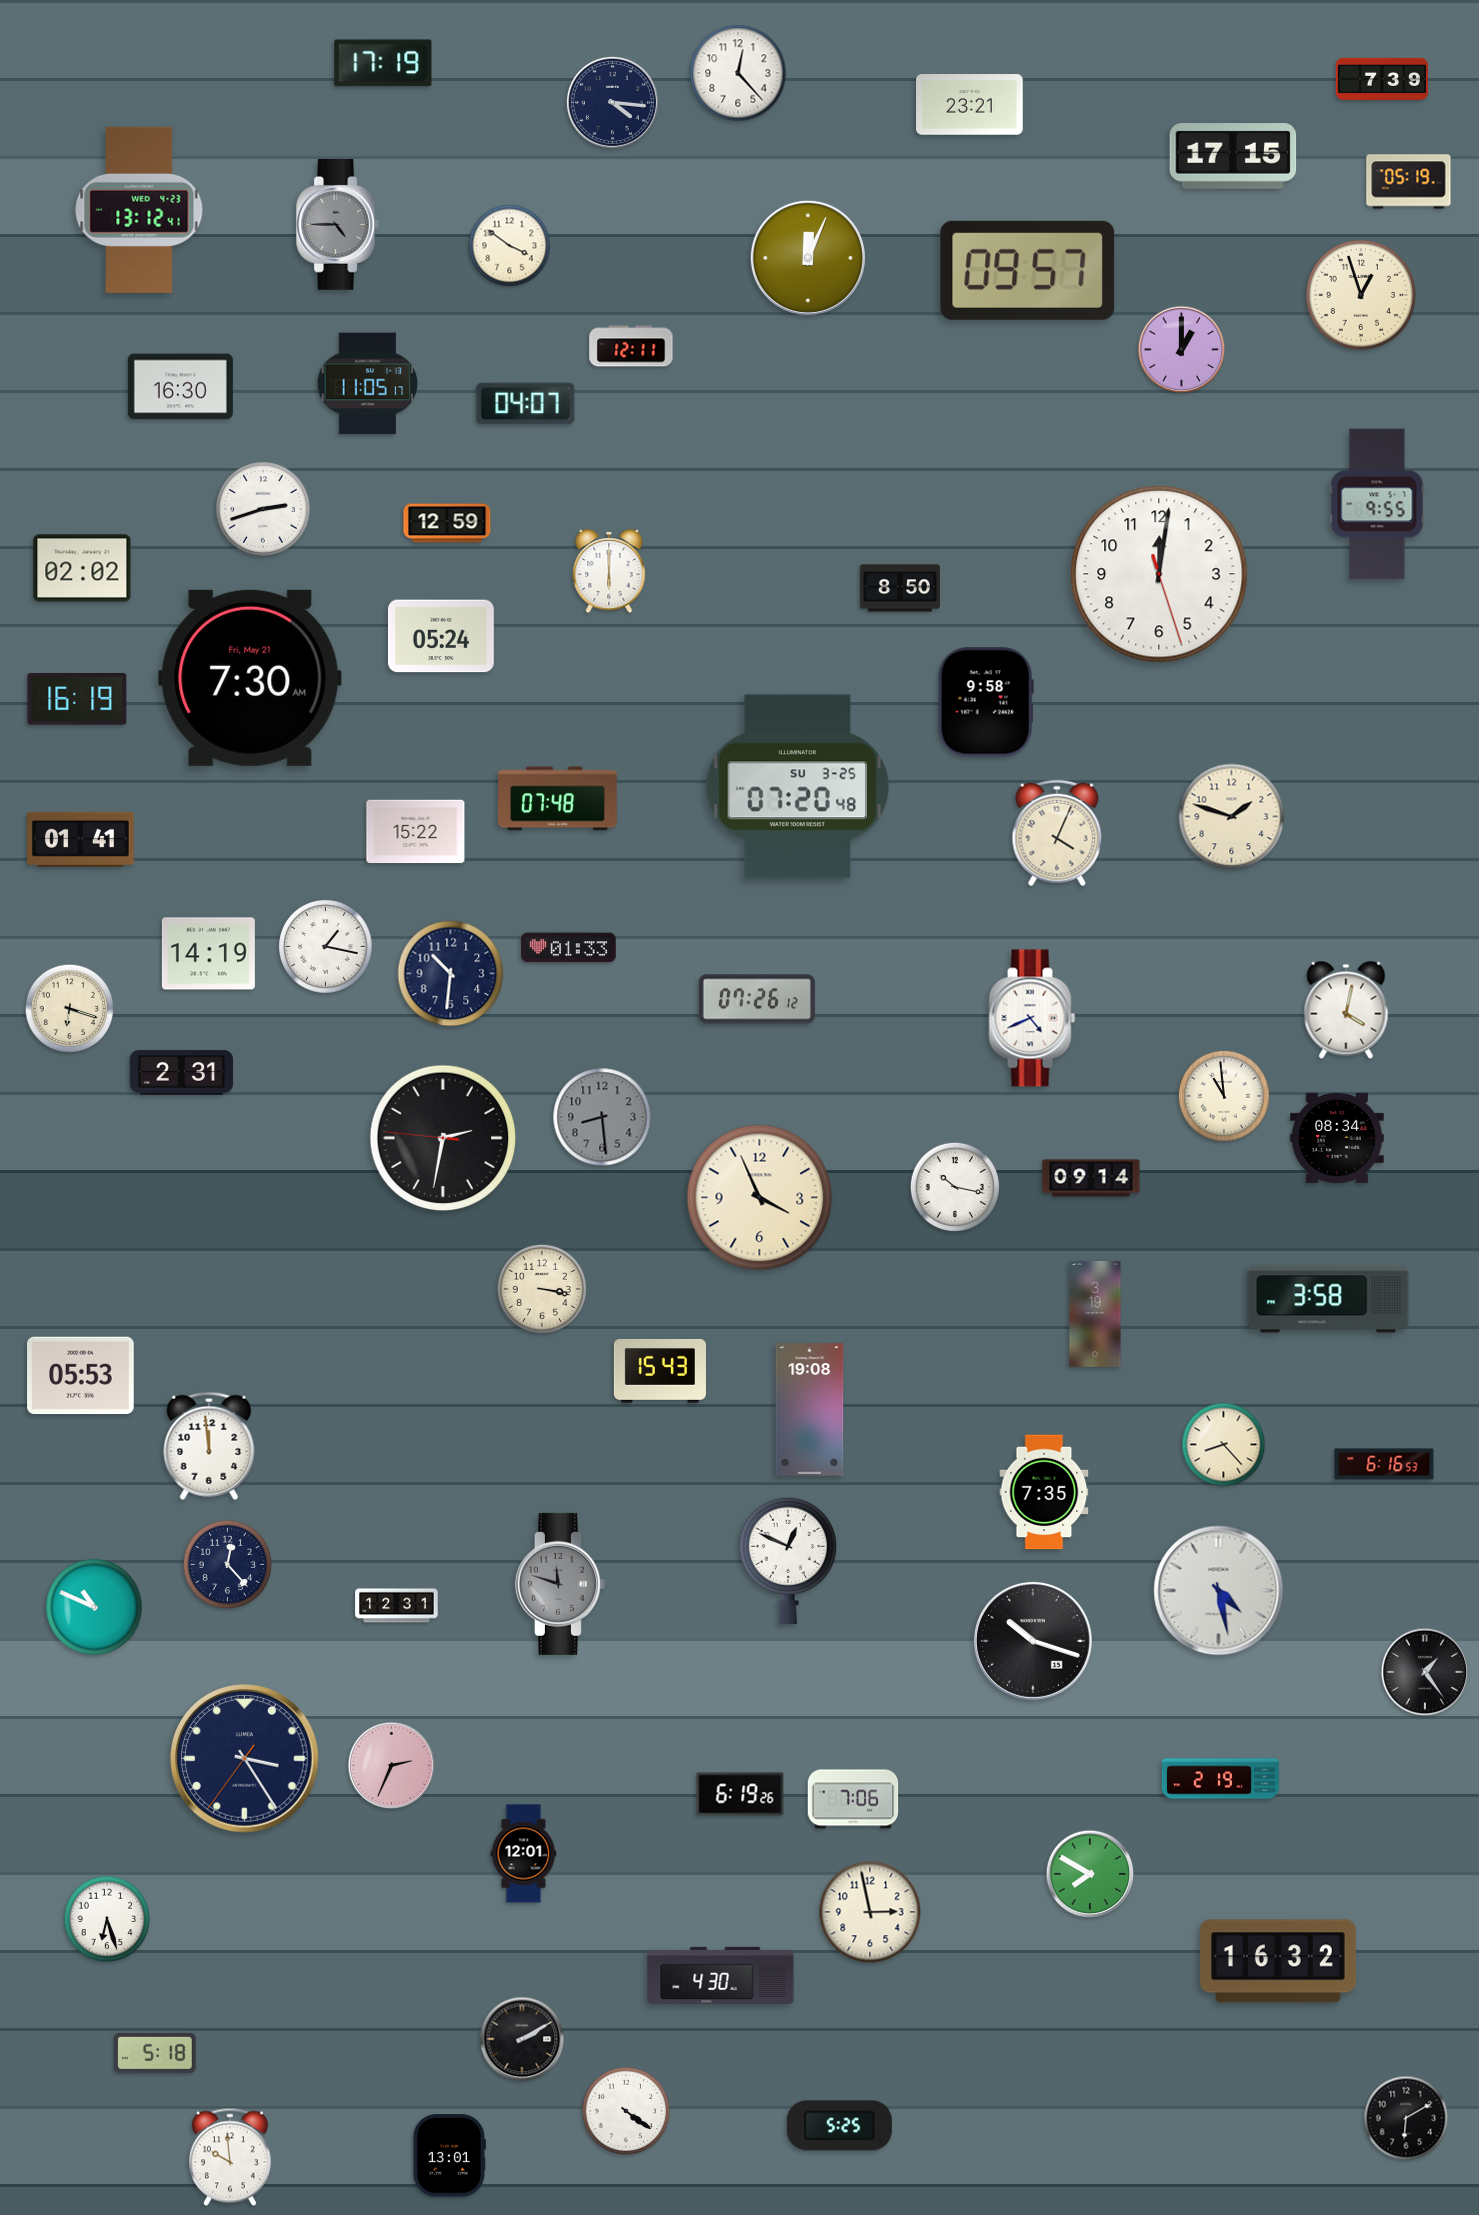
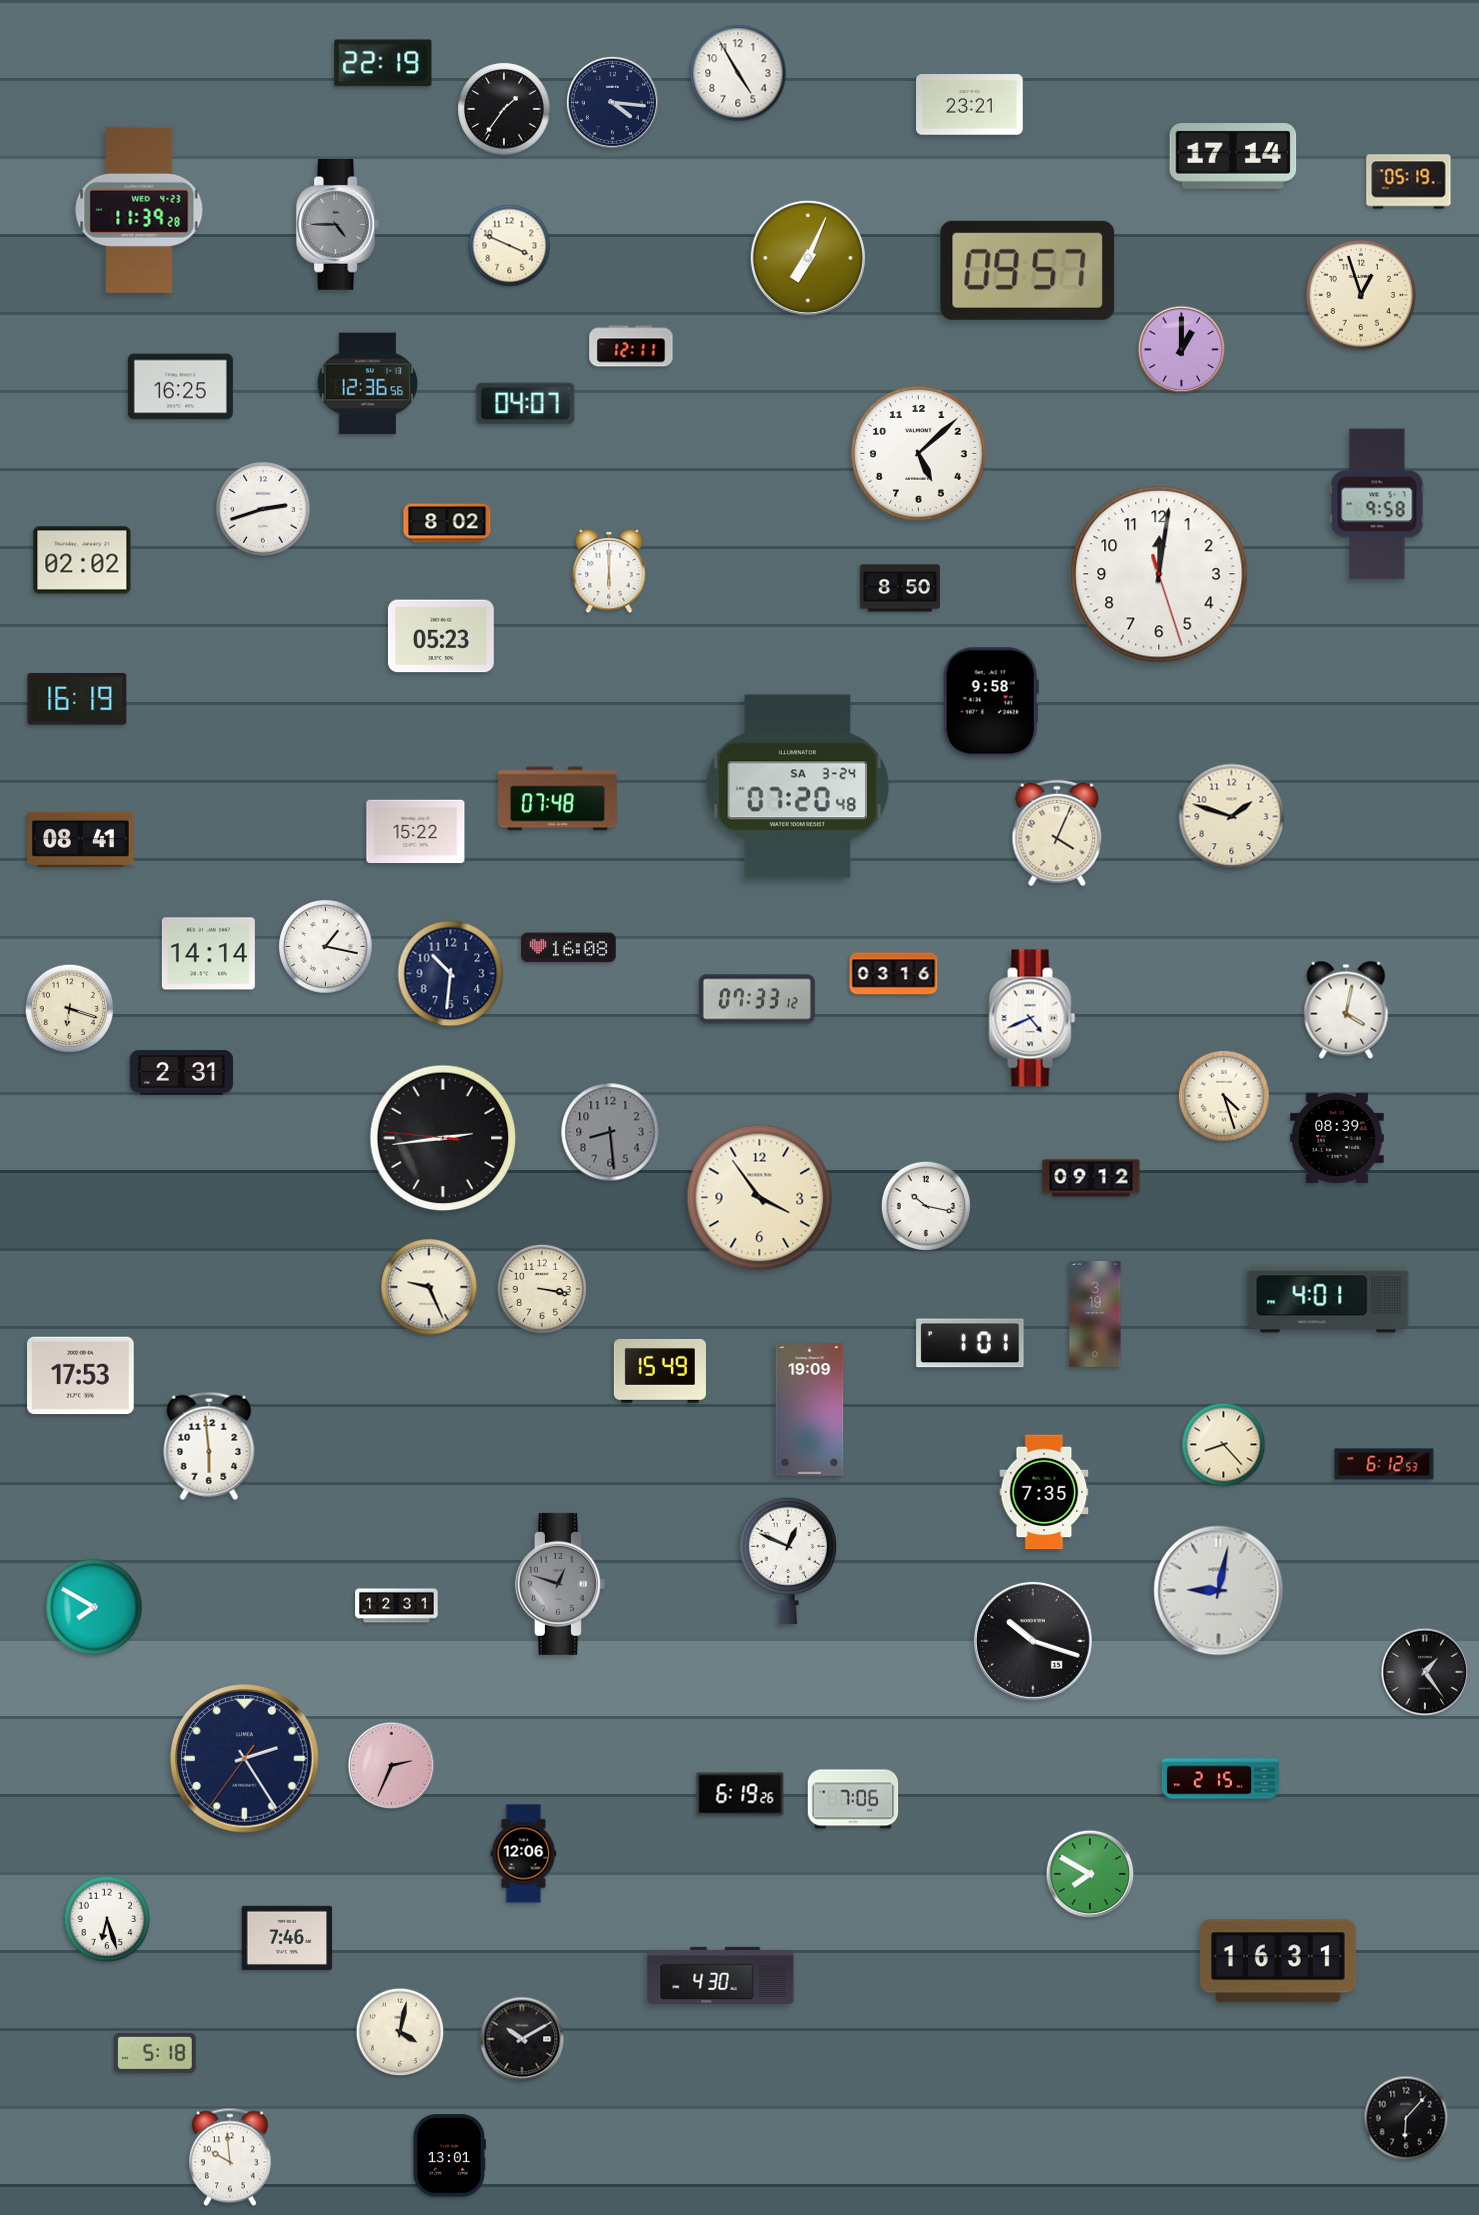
clock at (383, 63): 17:19 -> 22:19
clock at (738, 73): 12:23 -> 4:55
clock at (1382, 79): 7:39 -> none
clock at (505, 110): none -> 1:36
clock at (1233, 156): 17:15 -> 17:14
clock at (139, 210): 13:12 -> 11:39
clock at (510, 246): 3:51 -> 3:49
clock at (808, 258): 12:04 -> 7:04
clock at (368, 384): 11:05 -> 12:36
clock at (180, 387): 16:30 -> 16:25
clock at (919, 454): none -> 5:08
clock at (1377, 504): 9:55 -> 9:58
clock at (447, 523): 12:59 -> 8:02
clock at (82, 568) position: (82, 568) -> (82, 560)
clock at (441, 636): 05:24 -> 05:23
clock at (250, 678): 7:30 -> none
clock at (986, 702) position: (986, 702) -> (991, 702)
clock at (798, 787) date: SU 3-25 -> SA 3-24
clock at (81, 839): 01:41 -> 08:41
clock at (569, 948): 01:33 -> 16:08
clock at (208, 954): 14:19 -> 14:14
clock at (894, 974): none -> 03:16
clock at (757, 999): 07:26 -> 07:33
clock at (1224, 1096): 10:59 -> 4:27
clock at (602, 1117) position: (602, 1117) -> (610, 1132)
clock at (443, 1138): 2:31 -> 2:43
clock at (1338, 1138): 08:34 -> 08:39
clock at (1091, 1178): 09:14 -> 09:12
clock at (955, 1187) position: (955, 1187) -> (926, 1206)
clock at (760, 1198): 3:56 -> 3:54
clock at (429, 1287): none -> 9:26
clock at (1328, 1299): 3:58 -> 4:01
clock at (970, 1343): none -> 1:01
clock at (660, 1372): 15:43 -> 15:49
clock at (81, 1376): 05:53 -> 17:53
clock at (810, 1410): 19:08 -> 19:09
clock at (209, 1446): 11:59 -> 5:59
clock at (1384, 1464): 6:16 -> 6:12
clock at (228, 1565): 12:23 -> none
clock at (560, 1584): 11:48 -> 12:48
clock at (1219, 1591): 4:28 -> 9:02
clock at (94, 1607): 10:49 -> 7:50
clock at (245, 1759): 3:24 -> 2:24
clock at (1220, 1779): 2:19 -> 2:15
clock at (524, 1854): 12:01 -> 12:06
clock at (870, 1912): 2:58 -> none
clock at (287, 1938): none -> 7:46
clock at (1279, 1961): 16:32 -> 16:31
clock at (400, 2032): none -> 4:02
clock at (522, 2039): 2:10 -> 10:10
clock at (626, 2111): 4:21 -> none
clock at (1406, 2118): 6:10 -> 6:07
clock at (839, 2126): 5:25 -> none
